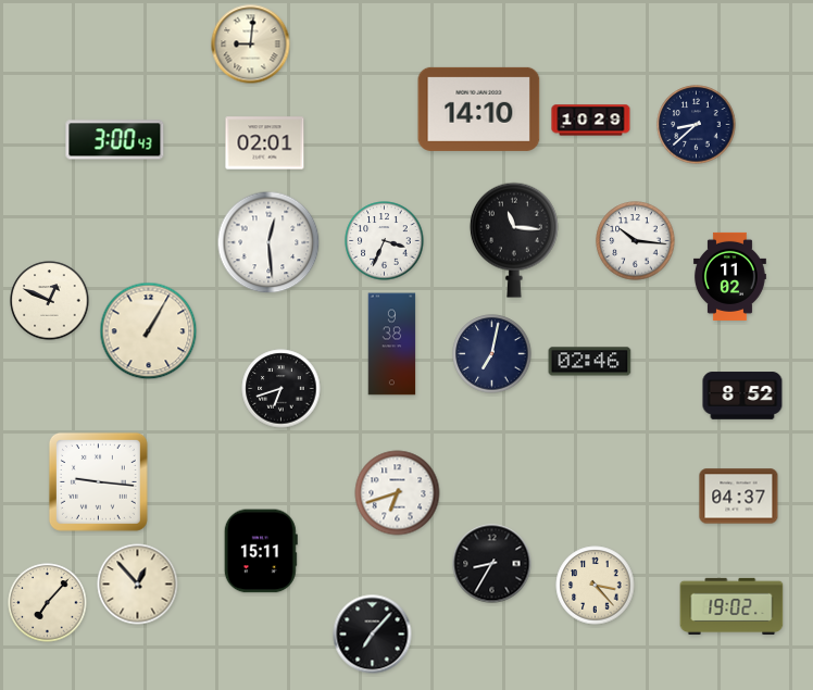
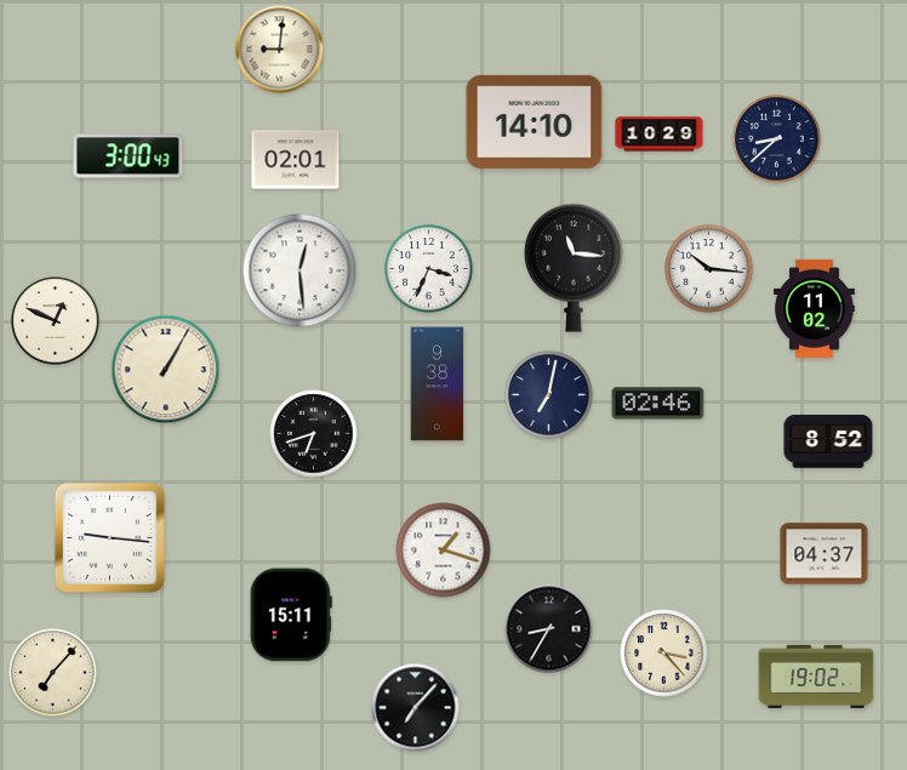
clock at (50, 301) position: (50, 301) -> (56, 321)
clock at (398, 493): 6:42 -> 1:18
clock at (138, 585): 12:53 -> none
